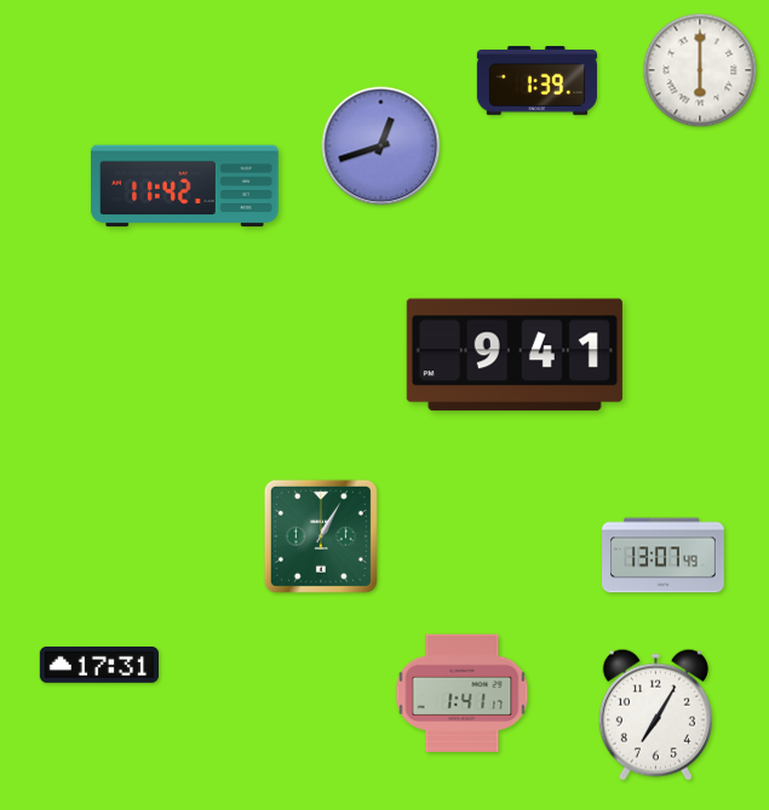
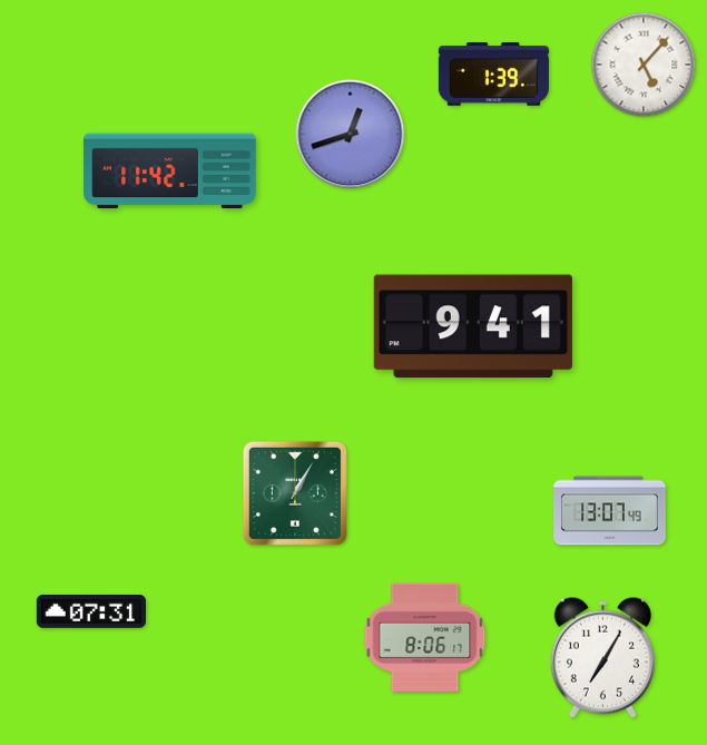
clock at (700, 70): 6:00 -> 5:07
clock at (98, 666): 17:31 -> 07:31
clock at (463, 693): 1:41 -> 8:06
